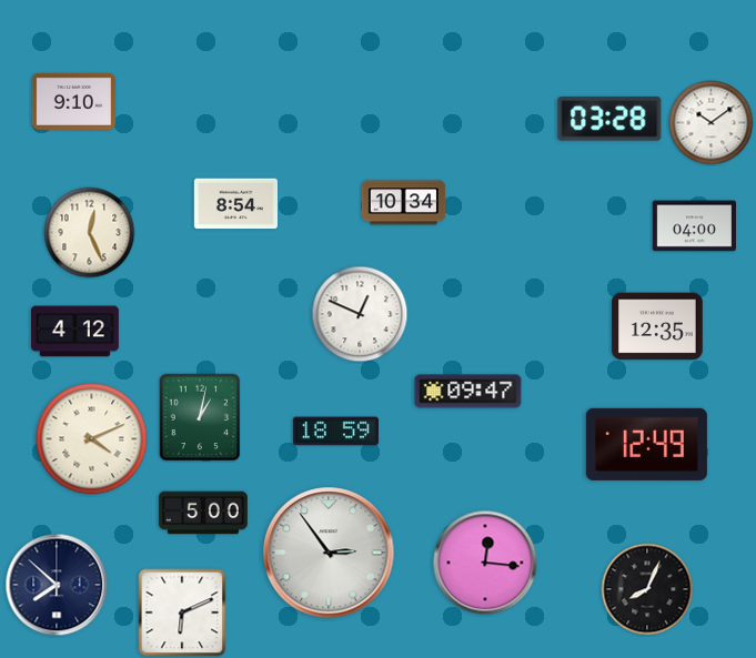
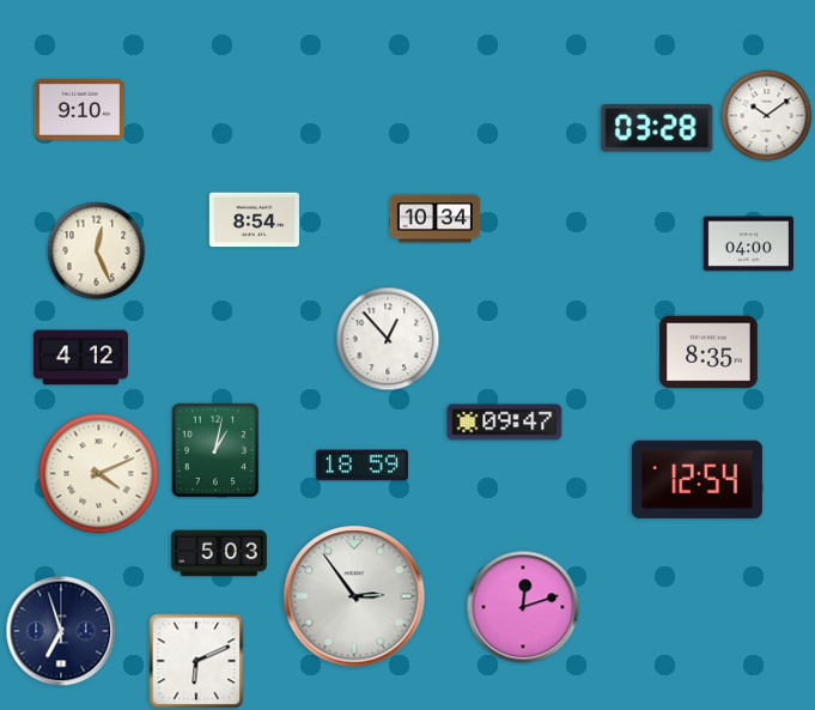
clock at (712, 123) position: (712, 123) -> (767, 116)
clock at (360, 314): 12:49 -> 12:53
clock at (657, 326): 12:35 -> 8:35
clock at (646, 444): 12:49 -> 12:54
clock at (204, 513): 5:00 -> 5:03
clock at (485, 563): 12:16 -> 12:12
clock at (57, 585): 7:52 -> 6:57
clock at (647, 589): 8:04 -> none
